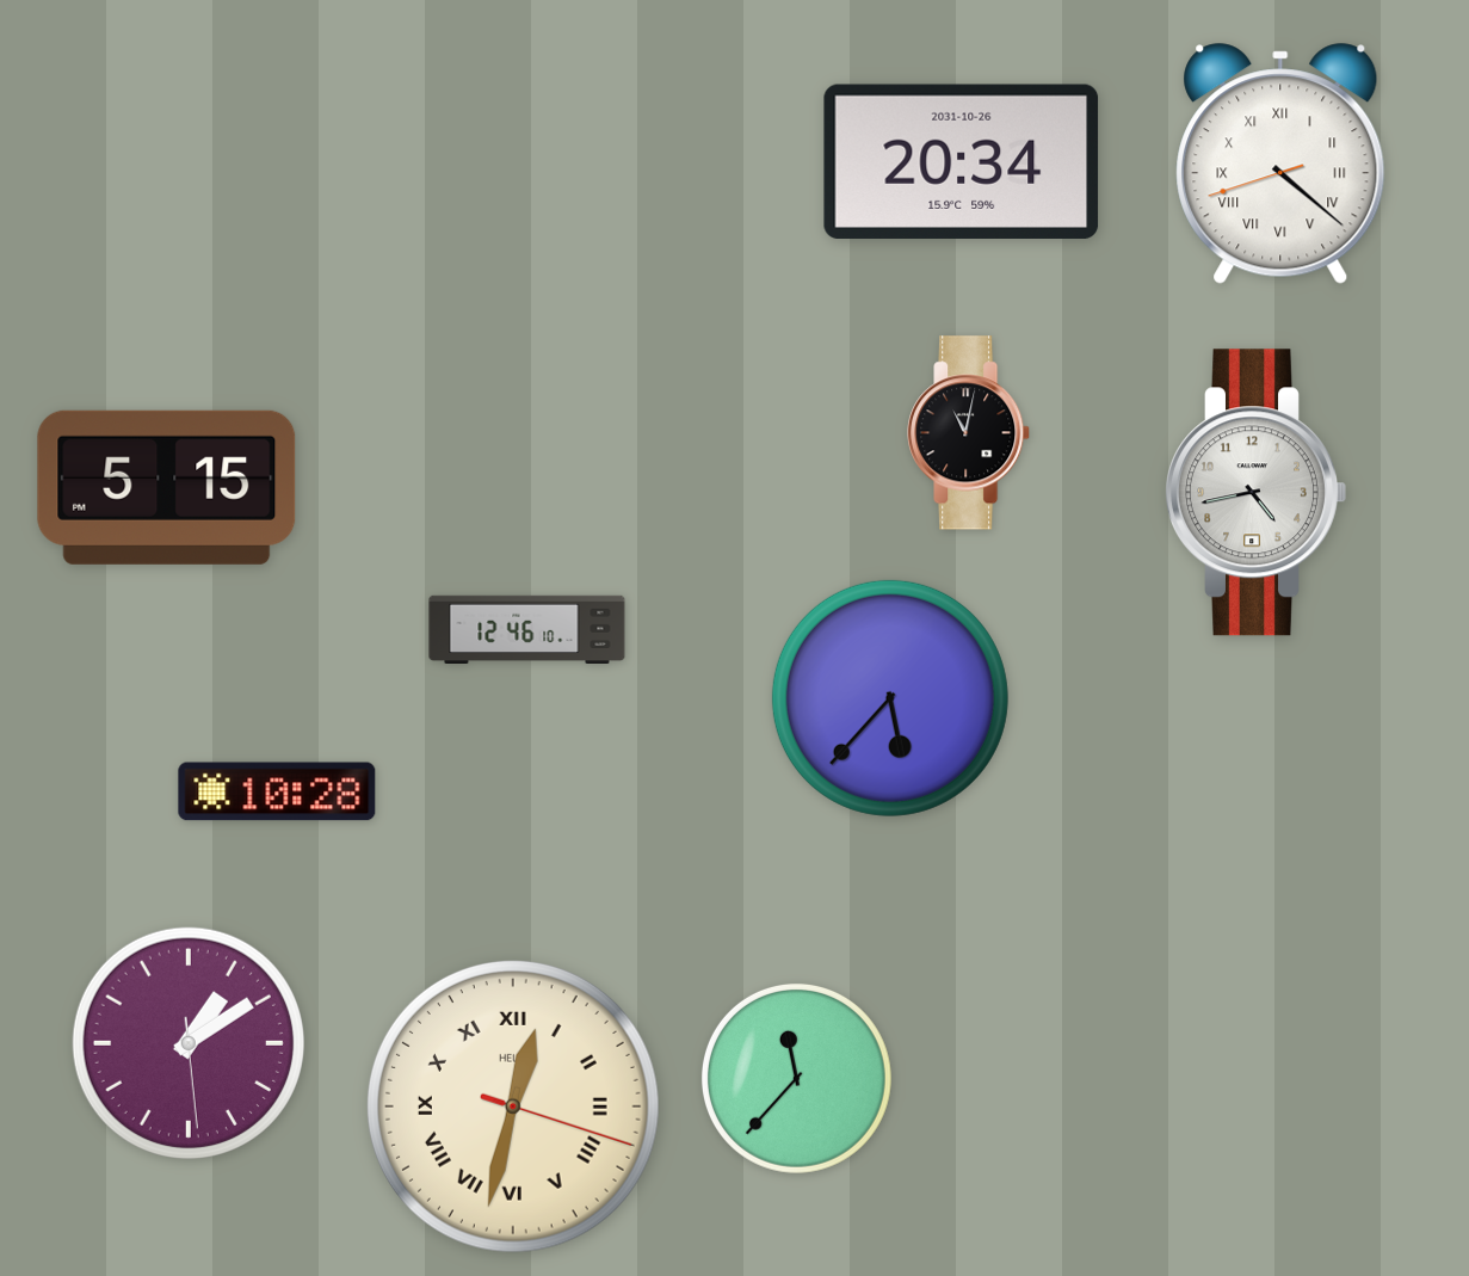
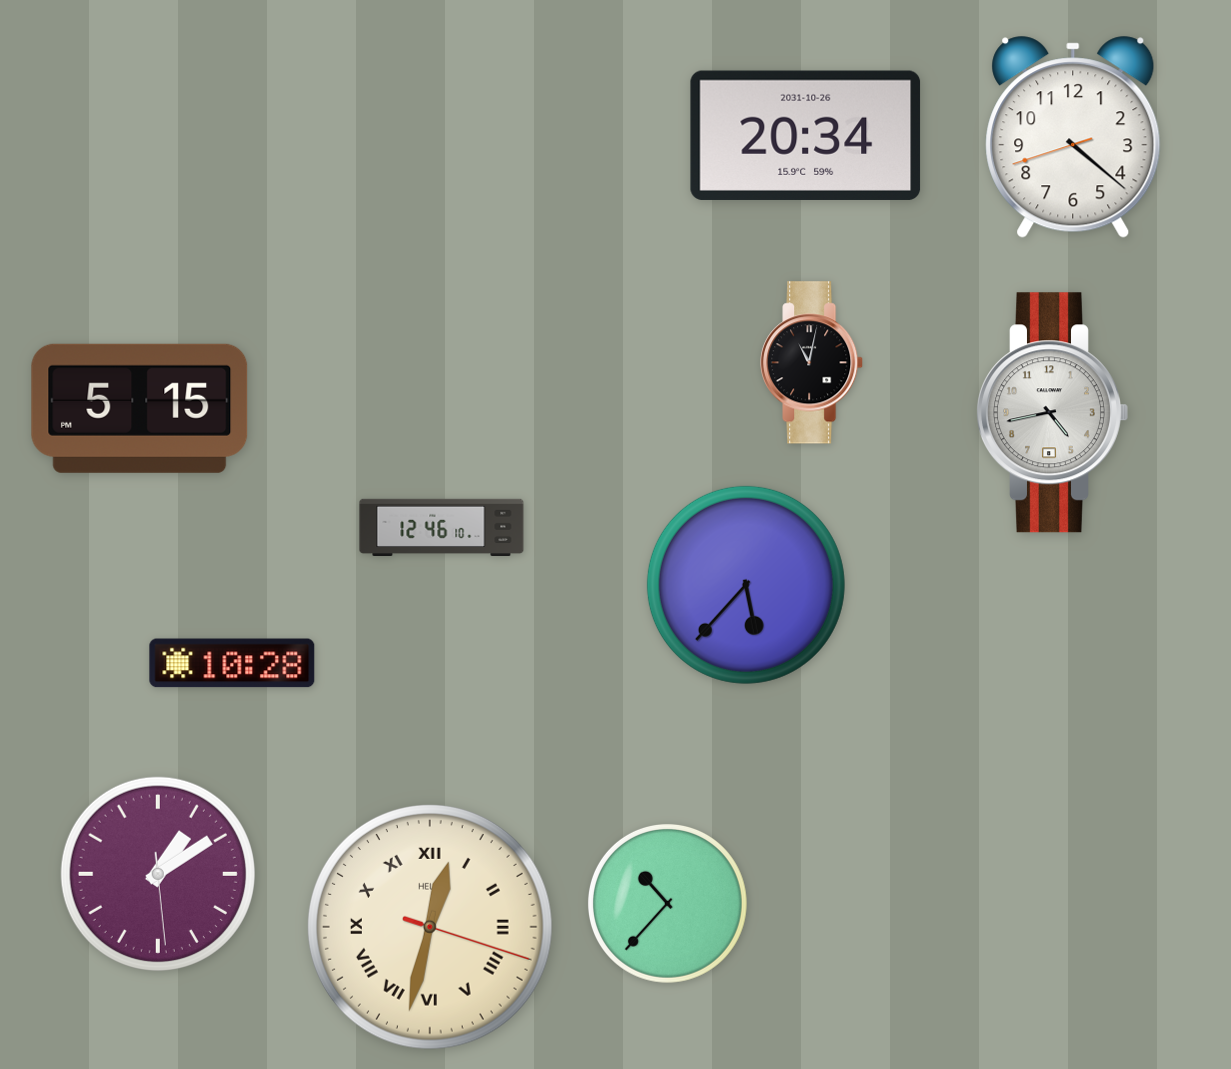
clock at (1280, 164) numerals: Roman -> Arabic
clock at (796, 1078): 11:37 -> 10:37
